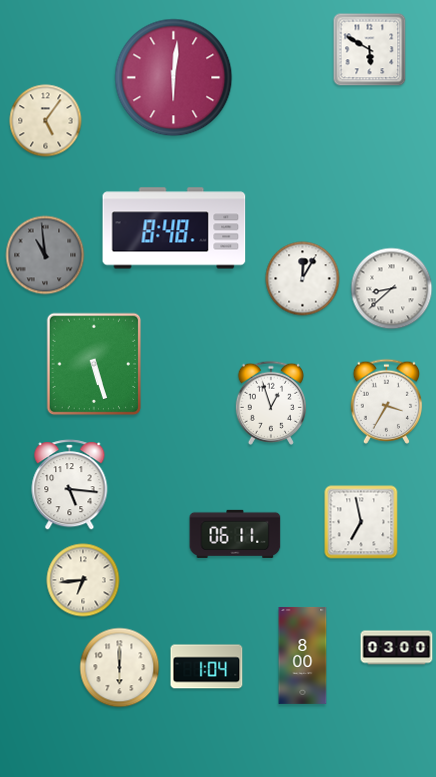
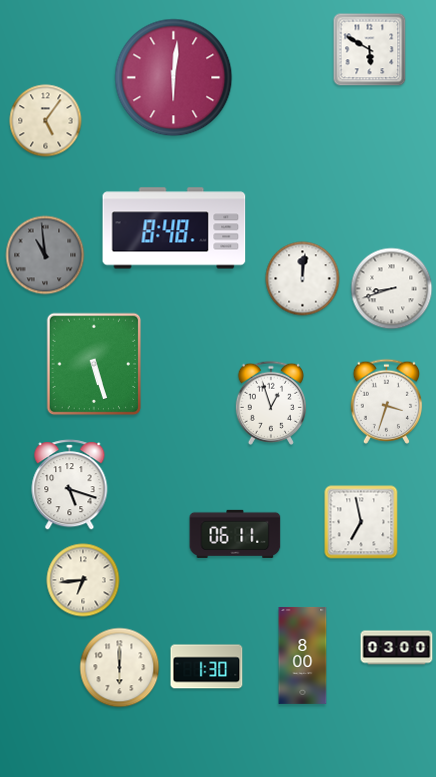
clock at (303, 279): 12:05 -> 12:01
clock at (392, 289): 8:38 -> 8:42
clock at (387, 401): 3:35 -> 3:33
clock at (70, 485): 5:16 -> 5:18
clock at (207, 667): 1:04 -> 1:30
